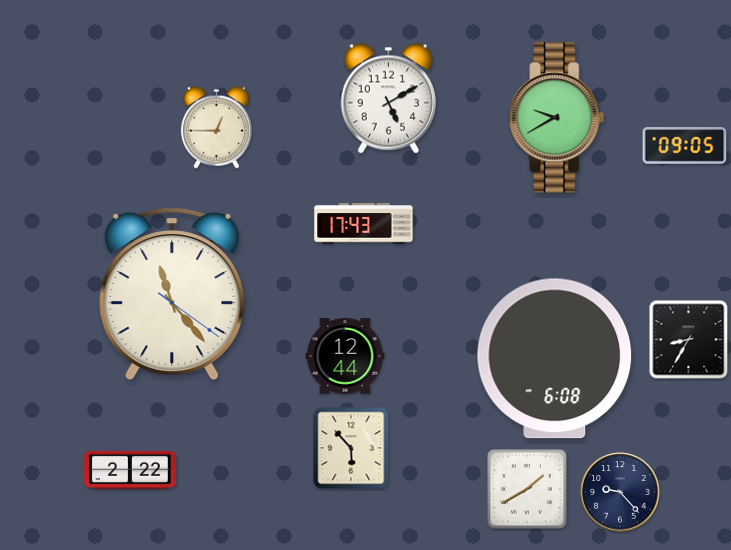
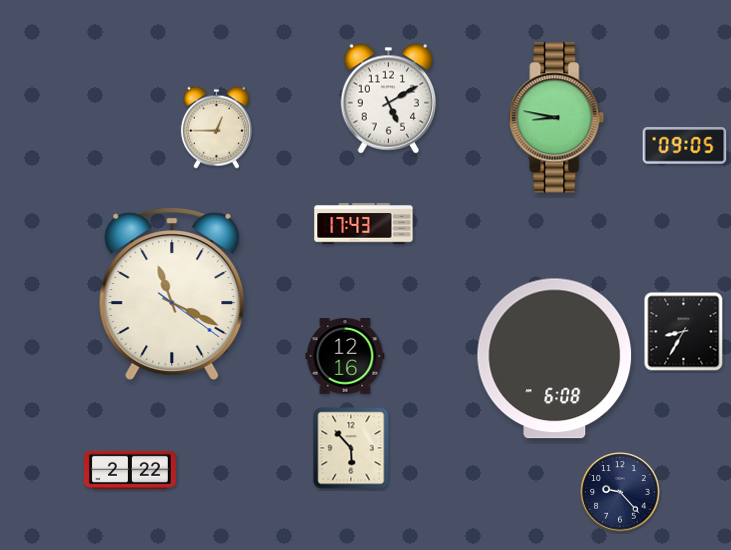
clock at (557, 118): 9:40 -> 8:47
clock at (172, 294): 11:23 -> 11:19
clock at (689, 340) position: (689, 340) -> (684, 332)
clock at (345, 357): 12:44 -> 12:16
clock at (528, 490): 1:40 -> none
